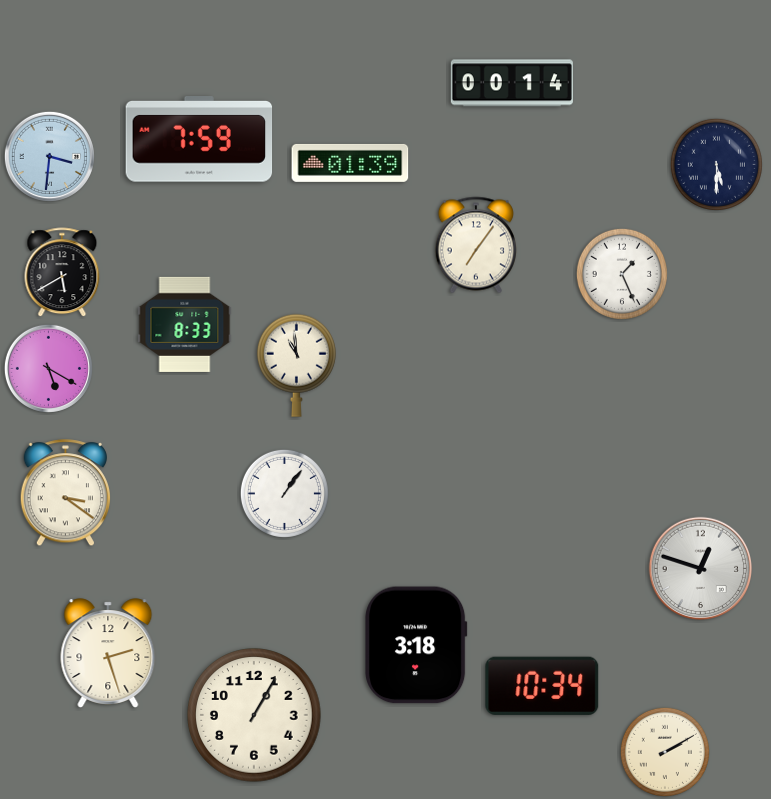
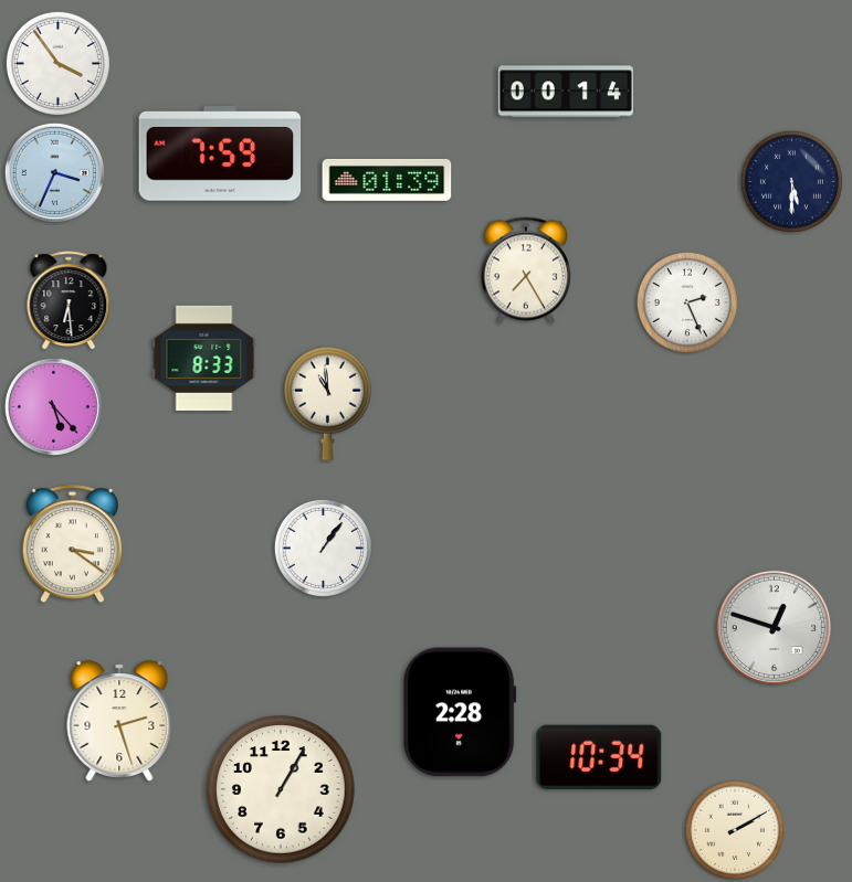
clock at (57, 63): none -> 3:54
clock at (49, 156): 3:31 -> 3:34
clock at (475, 245): 7:06 -> 7:25
clock at (62, 273): 5:40 -> 6:29
clock at (622, 274): 1:26 -> 2:26
clock at (48, 368): 5:20 -> 5:23
clock at (284, 493) position: (284, 493) -> (323, 548)
clock at (416, 645): 3:18 -> 2:28
